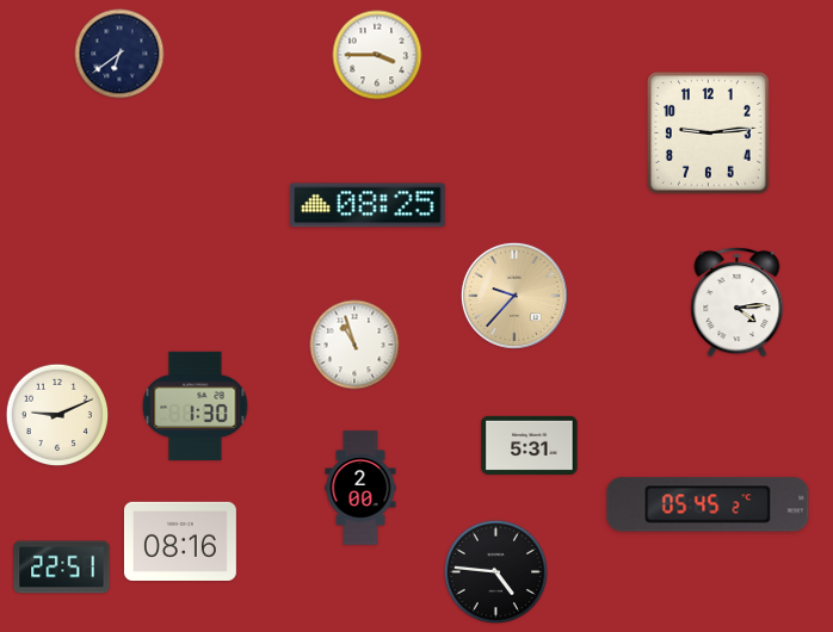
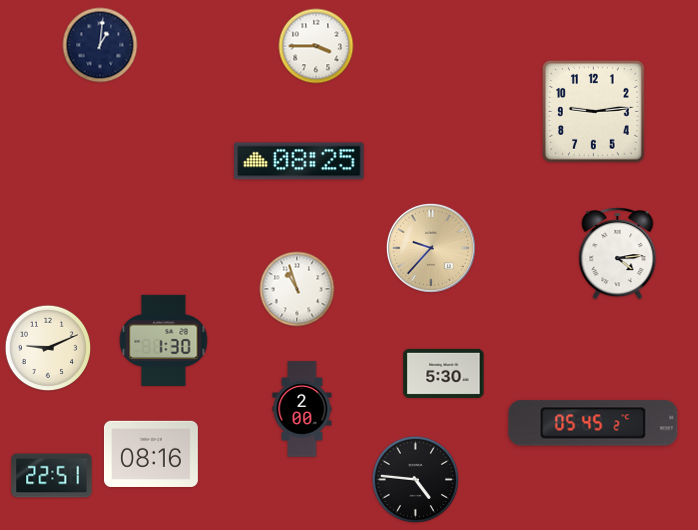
clock at (119, 54): 6:39 -> 1:01
clock at (368, 205) position: (368, 205) -> (299, 161)
clock at (530, 445): 5:31 -> 5:30
